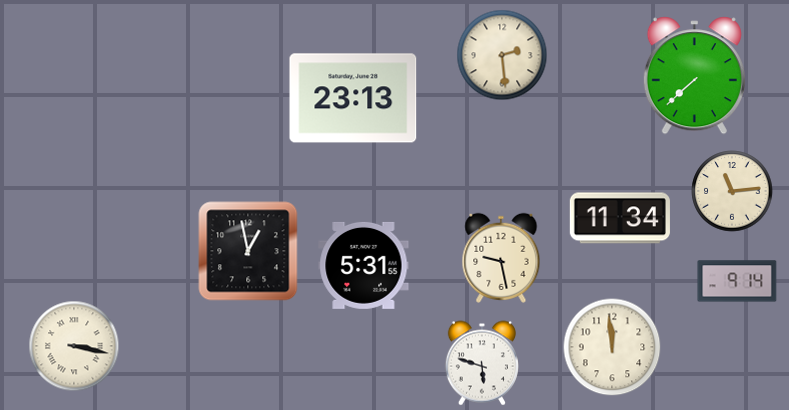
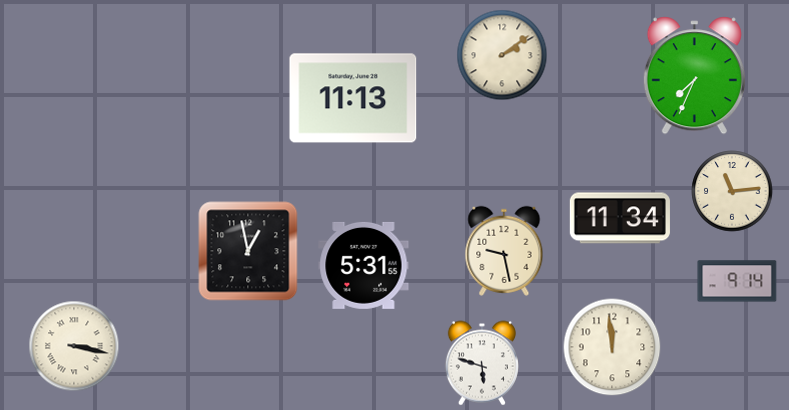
clock at (502, 55): 2:29 -> 2:09
clock at (694, 76): 7:38 -> 7:34
clock at (353, 98): 23:13 -> 11:13
clock at (501, 258) position: (501, 258) -> (504, 251)
